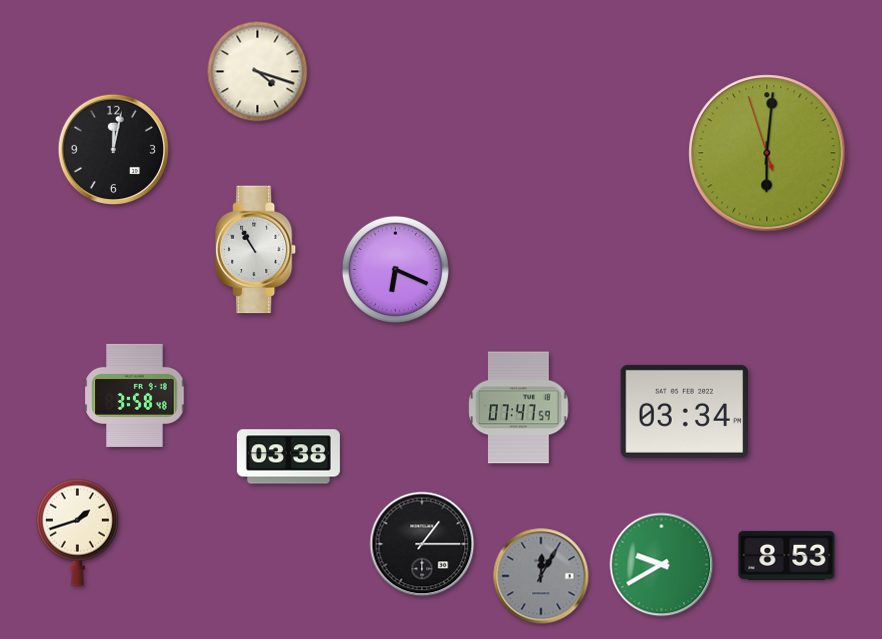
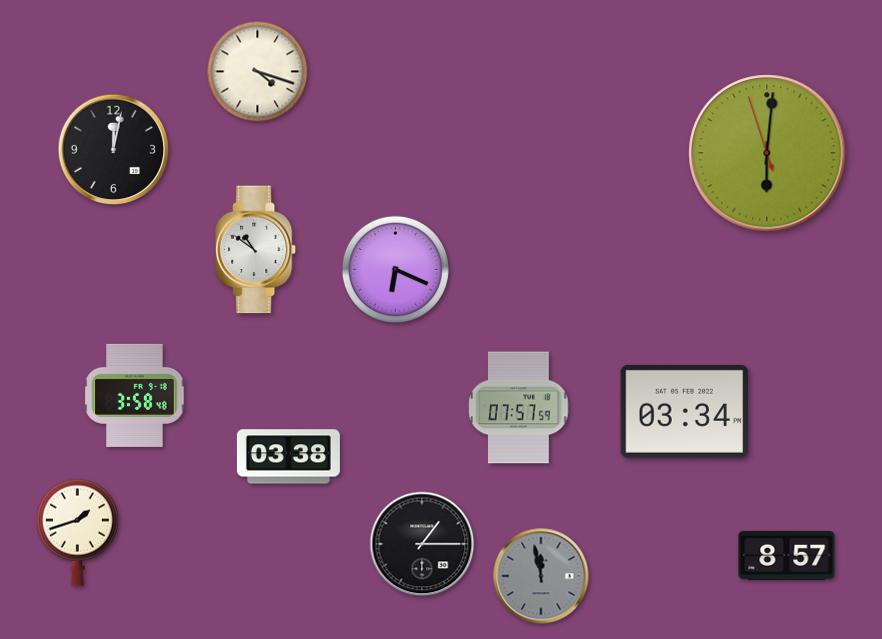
clock at (257, 250): 10:55 -> 10:51
clock at (519, 408): 07:47 -> 07:57
clock at (787, 555): 8:53 -> 8:57
clock at (662, 565): 9:40 -> none
clock at (541, 576): 12:05 -> 11:58
